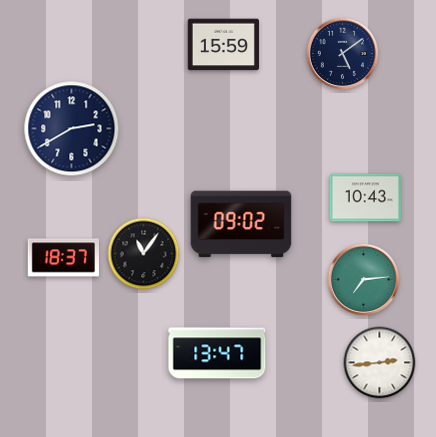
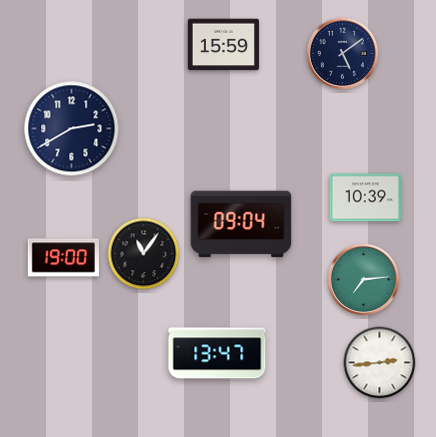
clock at (365, 198): 10:43 -> 10:39
clock at (241, 224): 09:02 -> 09:04
clock at (63, 258): 18:37 -> 19:00
